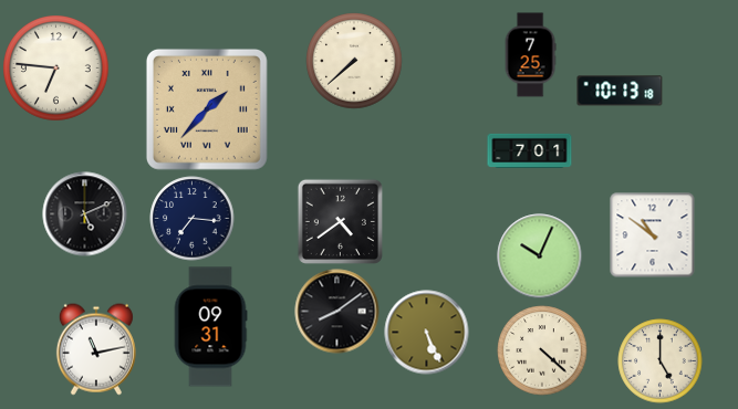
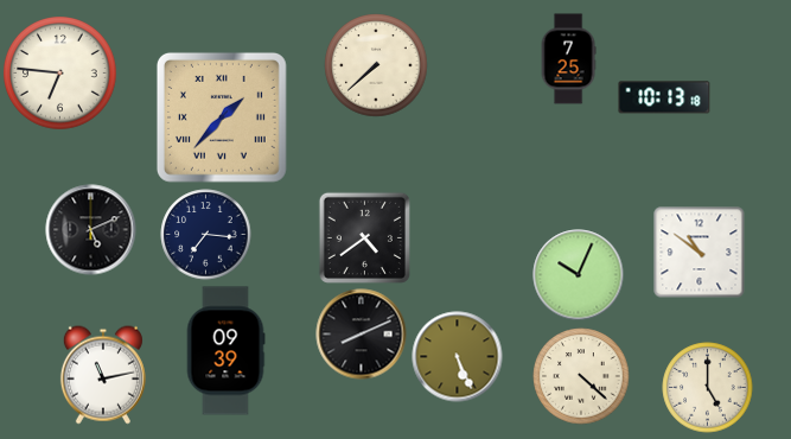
clock at (354, 61) position: (354, 61) -> (376, 65)
clock at (530, 150): 7:01 -> none
clock at (337, 312): 8:09 -> 8:11
clock at (210, 327): 09:31 -> 09:39
